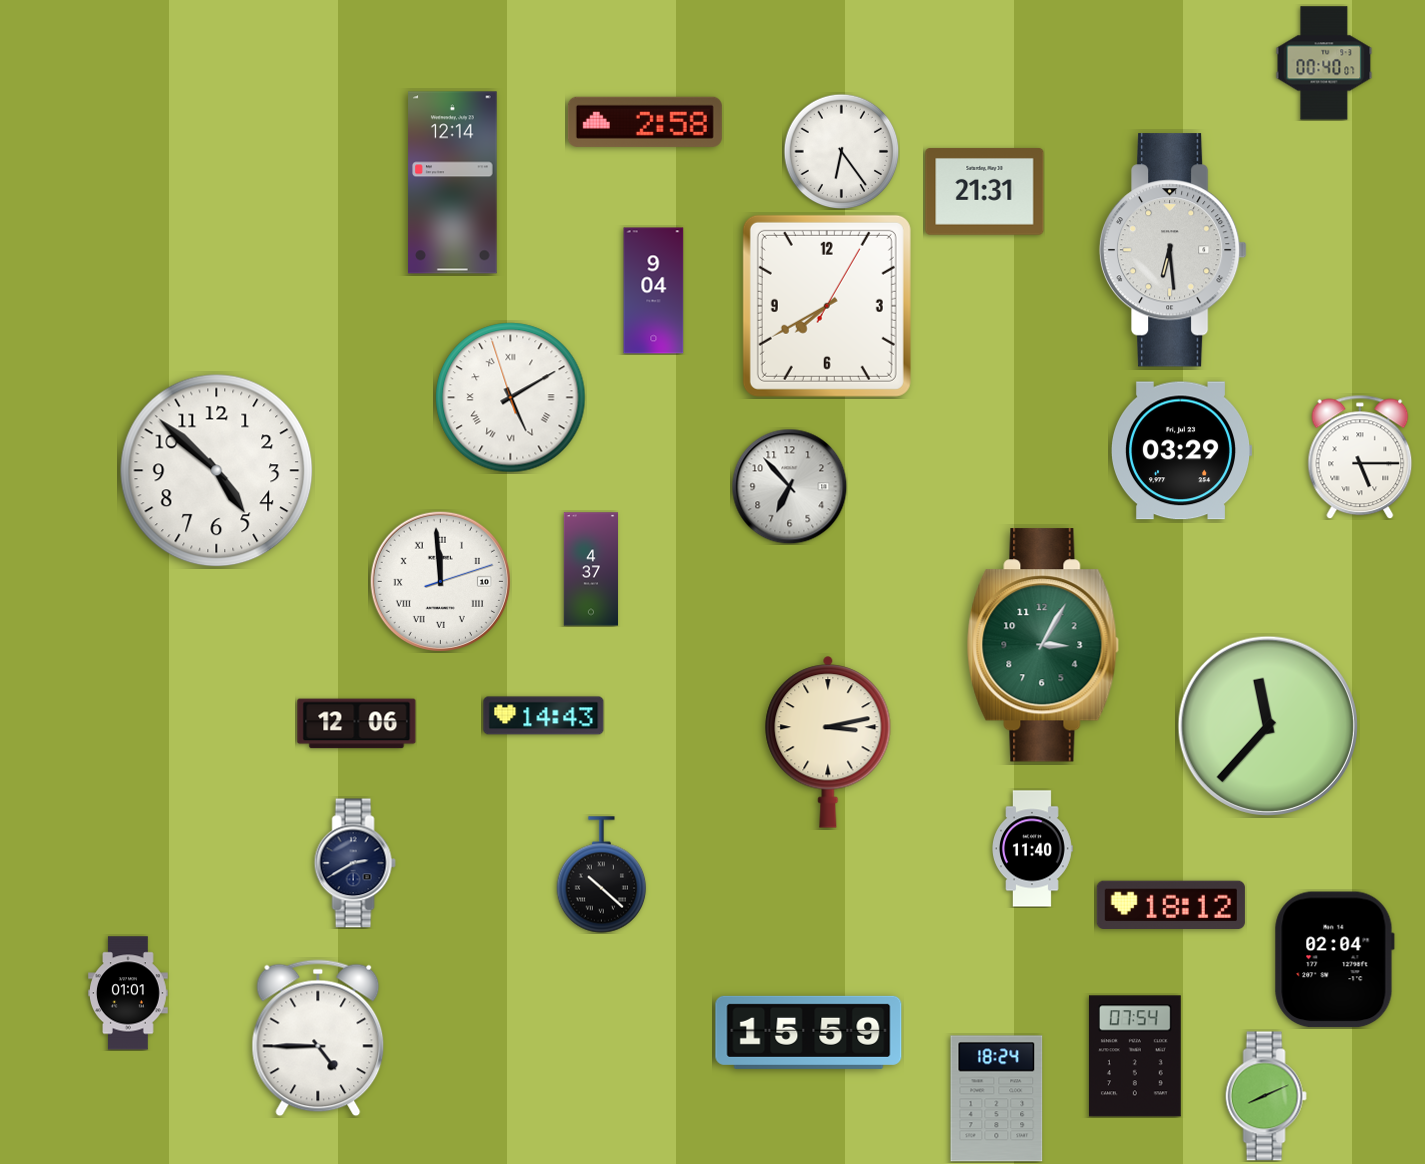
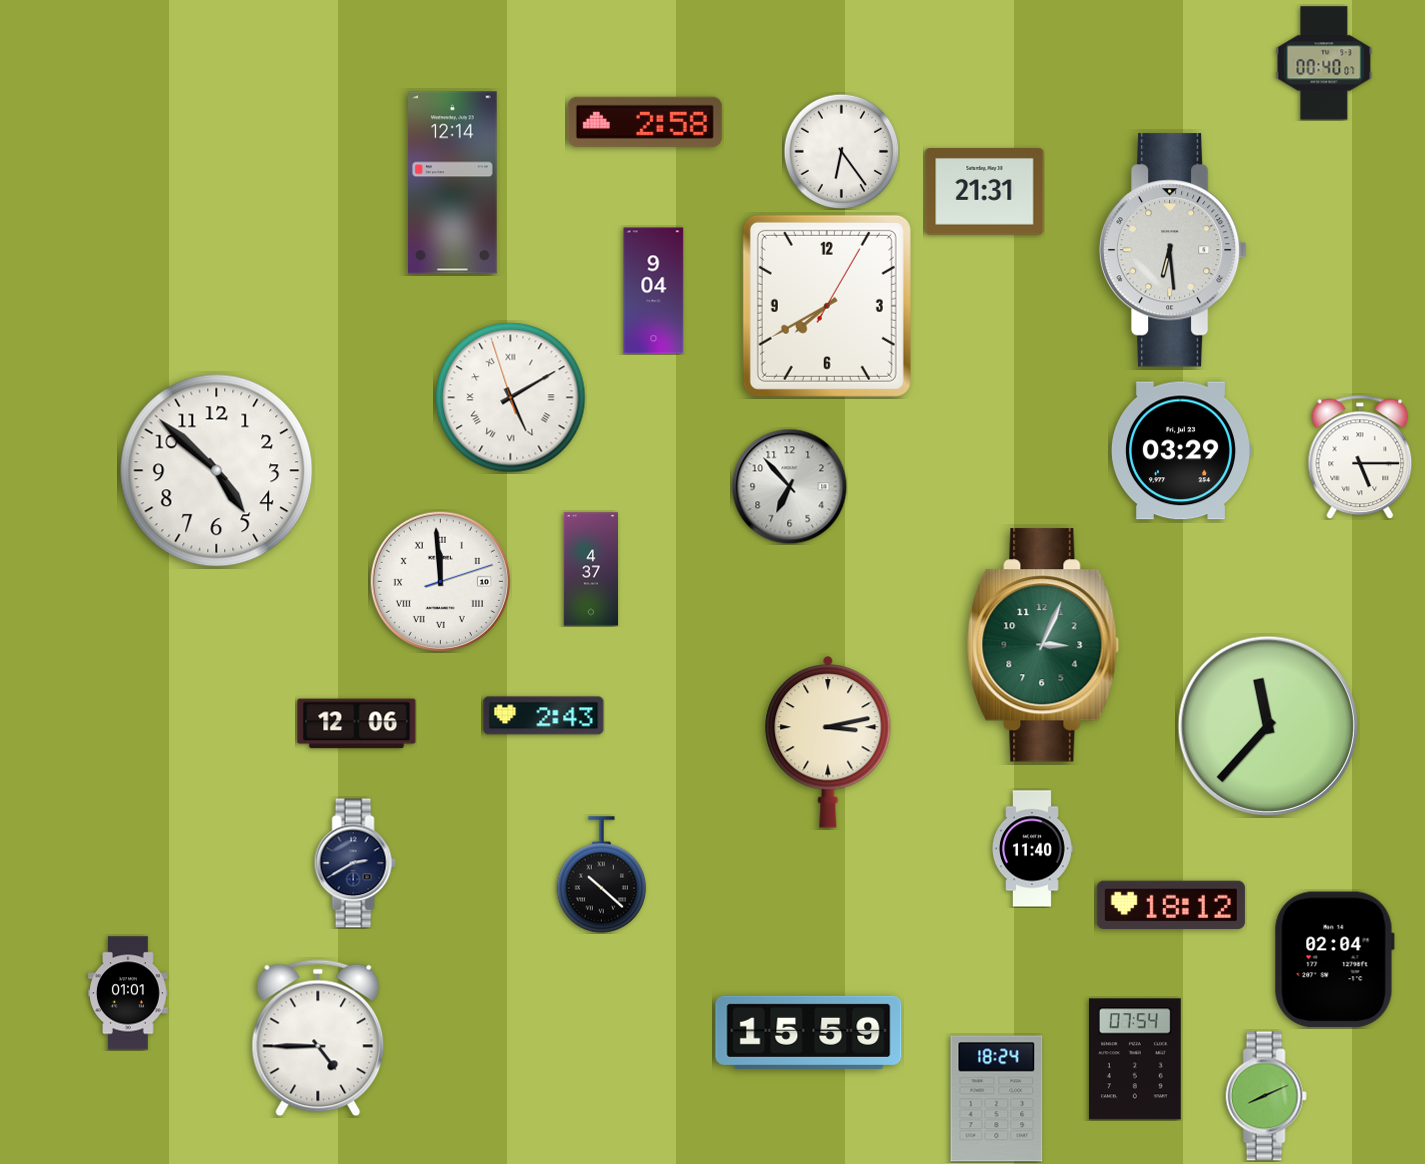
clock at (1043, 645): 3:05 -> 3:04
clock at (544, 716): 14:43 -> 2:43
clock at (1135, 1056) position: (1135, 1056) -> (1135, 1059)
